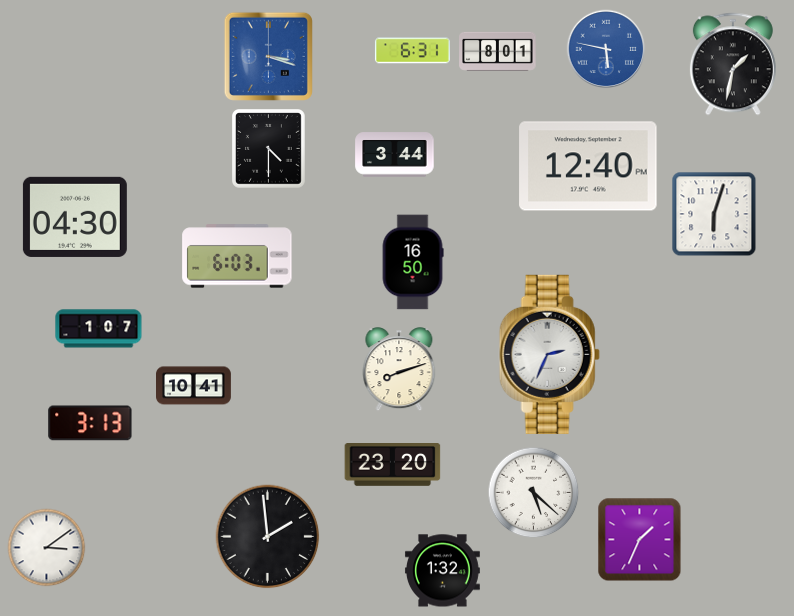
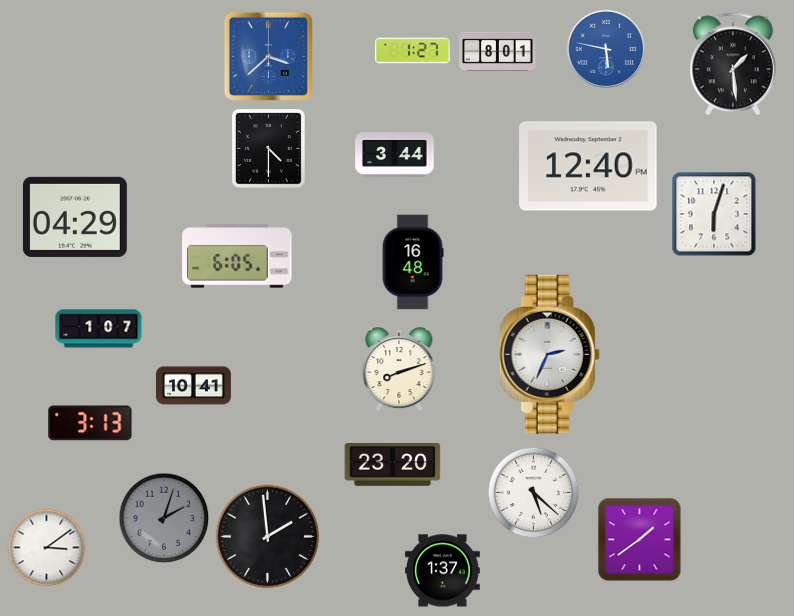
clock at (412, 51): 6:31 -> 1:27
clock at (268, 56): 3:18 -> 3:38
clock at (733, 64): 1:32 -> 1:29
clock at (75, 217): 04:30 -> 04:29
clock at (237, 256): 6:03 -> 6:05
clock at (413, 262): 16:50 -> 16:48
clock at (164, 518): none -> 2:03
clock at (640, 540): 1:34 -> 1:39
clock at (442, 571): 1:32 -> 1:37
